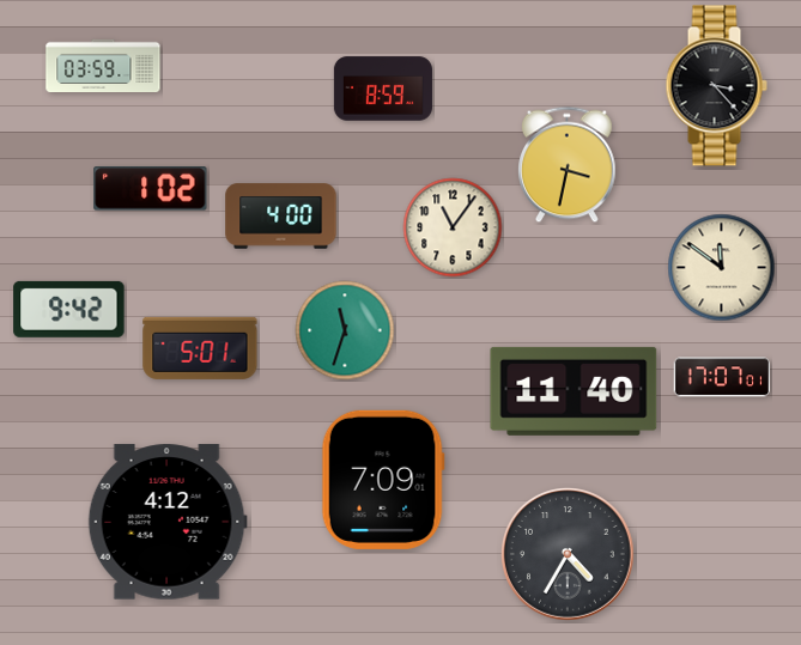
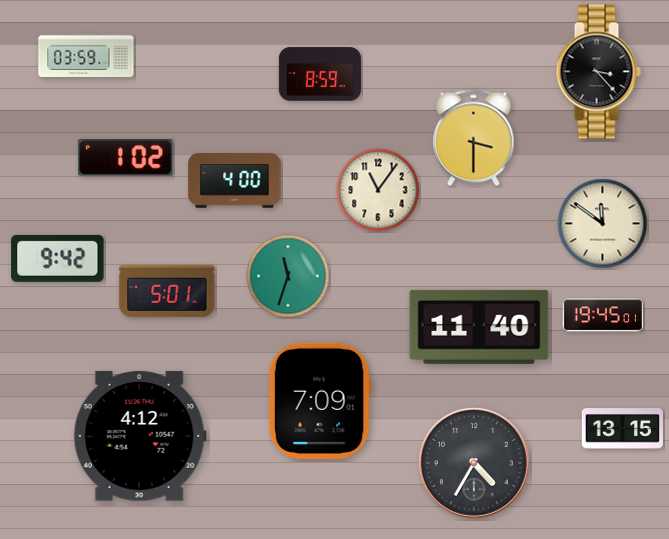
clock at (568, 165): 3:32 -> 3:30
clock at (721, 377): 17:07 -> 19:45
clock at (622, 429): none -> 13:15
